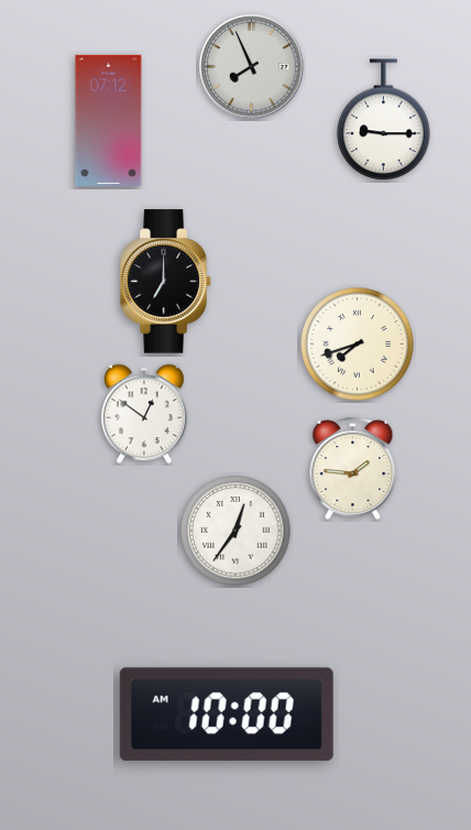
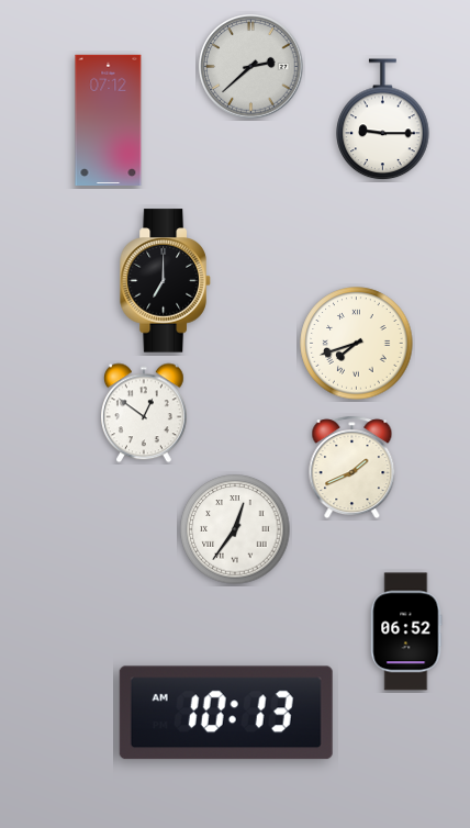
clock at (252, 67): 7:56 -> 2:38
clock at (353, 469): 1:46 -> 1:41
clock at (406, 631): none -> 06:52
clock at (227, 714): 10:00 -> 10:13
